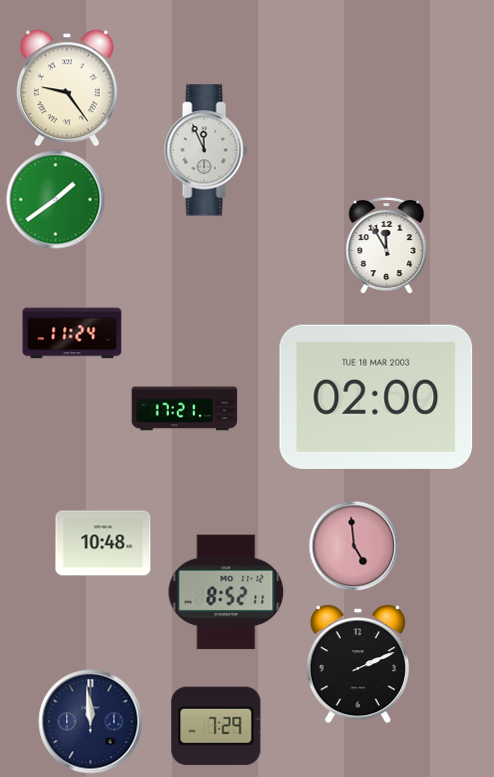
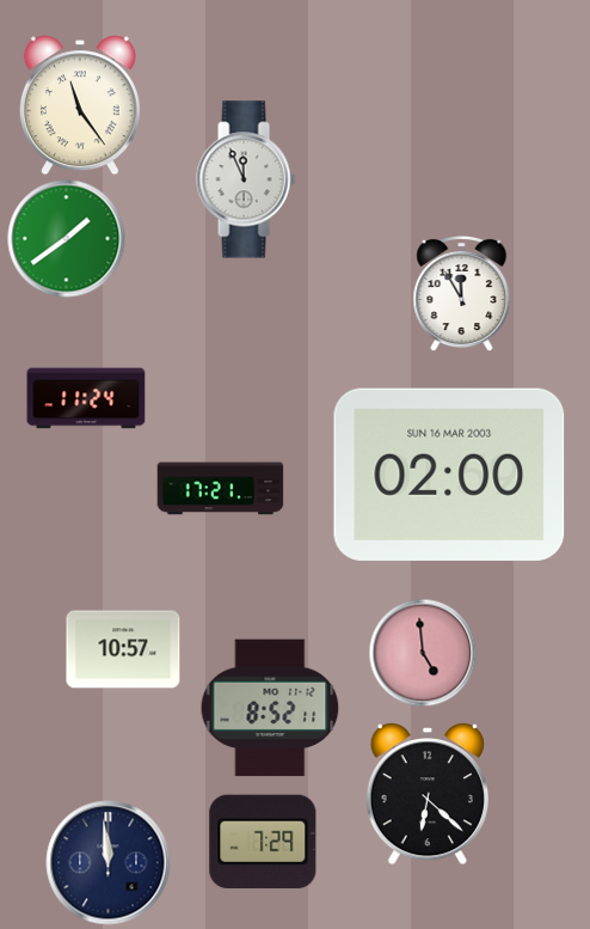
clock at (67, 88): 9:24 -> 11:24
clock at (376, 397) date: TUE 18 MAR 2003 -> SUN 16 MAR 2003
clock at (103, 543): 10:48 -> 10:57
clock at (358, 664): 2:11 -> 6:22
clock at (216, 726) position: (216, 726) -> (263, 842)
